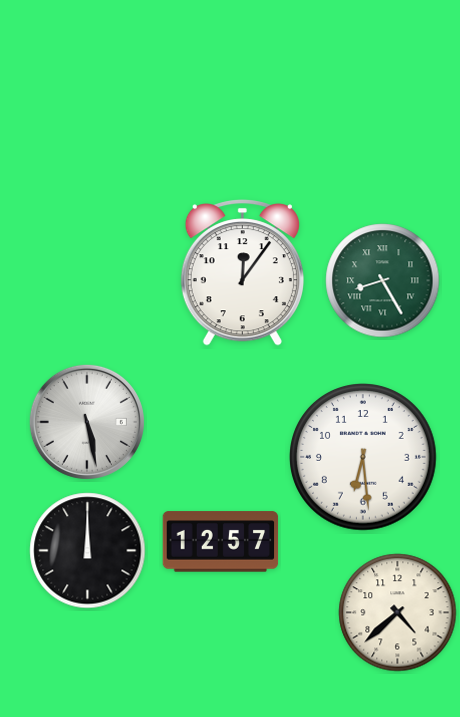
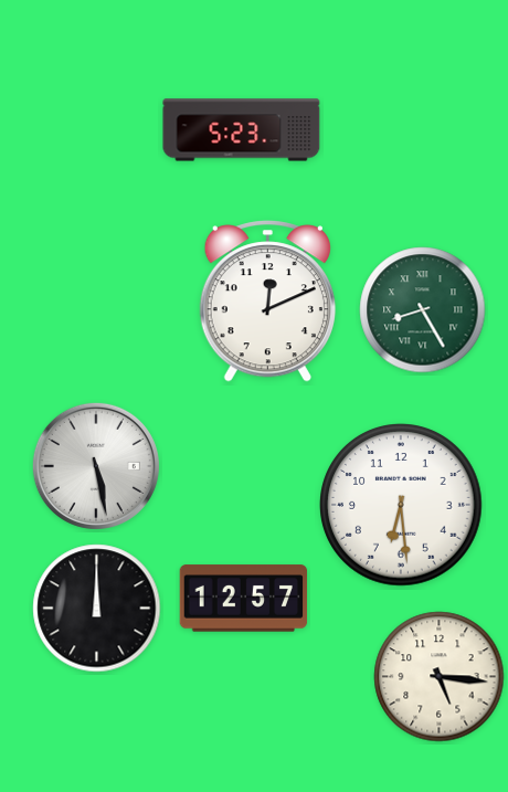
clock at (242, 130): none -> 5:23
clock at (242, 273): 12:06 -> 12:11
clock at (398, 613): 4:38 -> 5:16
